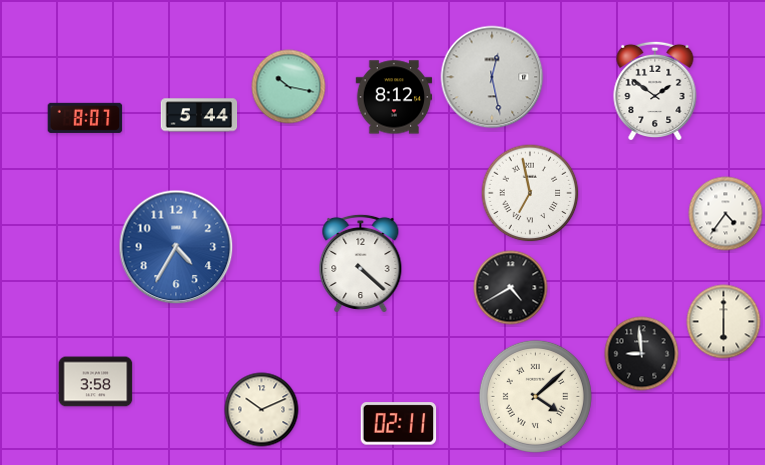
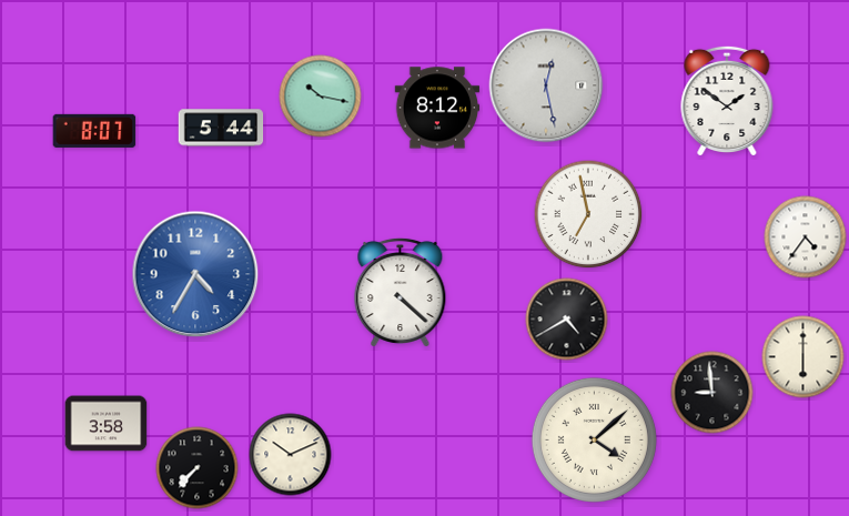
clock at (198, 468): none -> 7:37
clock at (399, 424): 02:11 -> none
